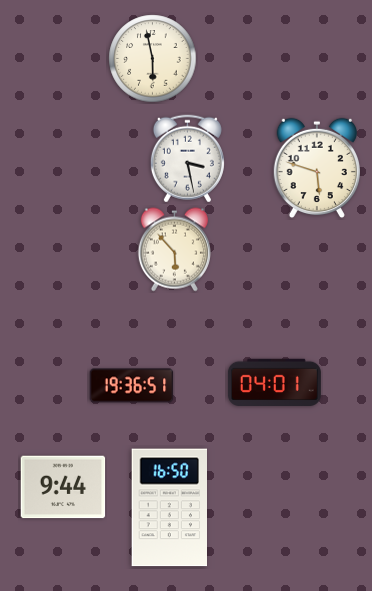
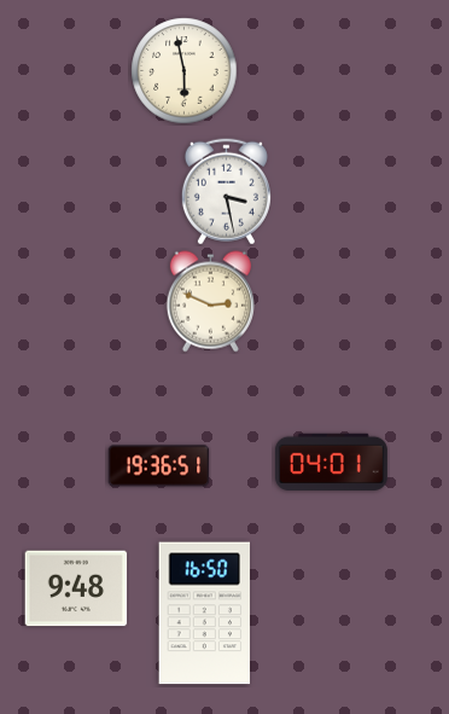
clock at (317, 168): 5:48 -> none
clock at (174, 250): 5:53 -> 2:49
clock at (63, 487): 9:44 -> 9:48
